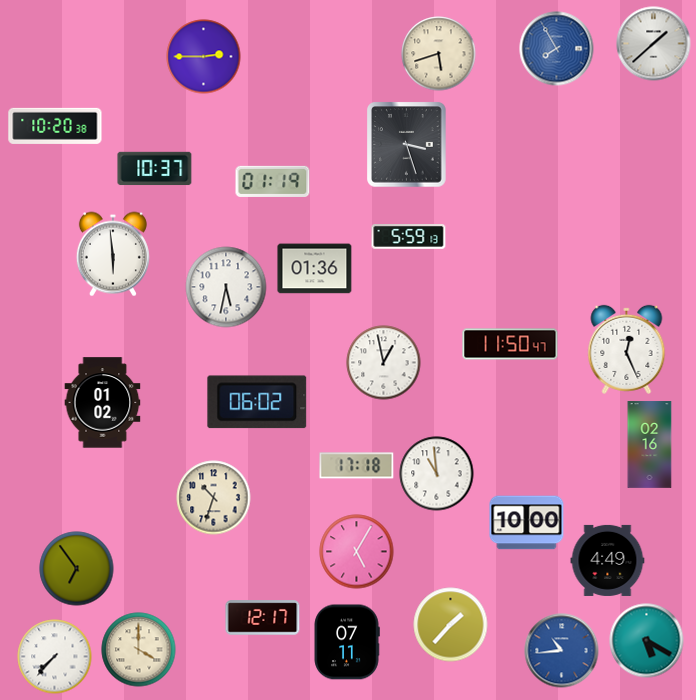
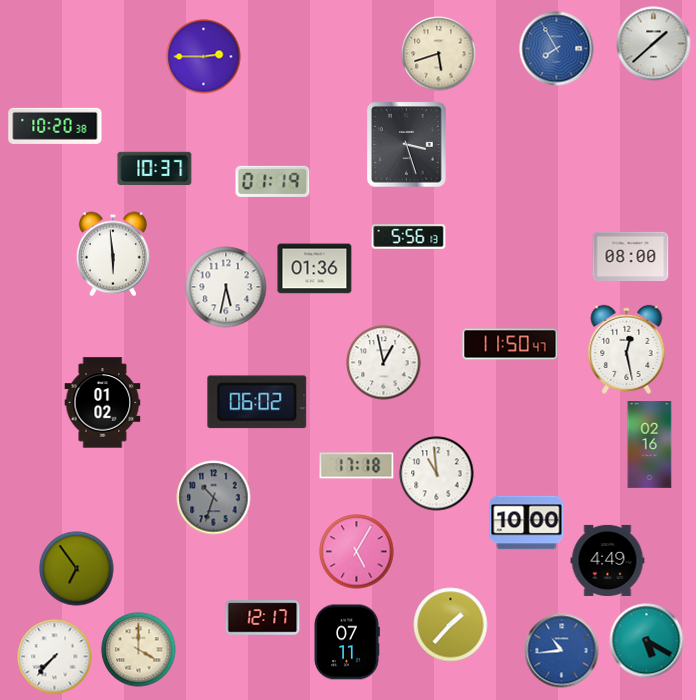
clock at (409, 237): 5:59 -> 5:56
clock at (631, 256): none -> 08:00
clock at (627, 349): 12:26 -> 12:28
clock at (214, 498) dial: cream -> grey
